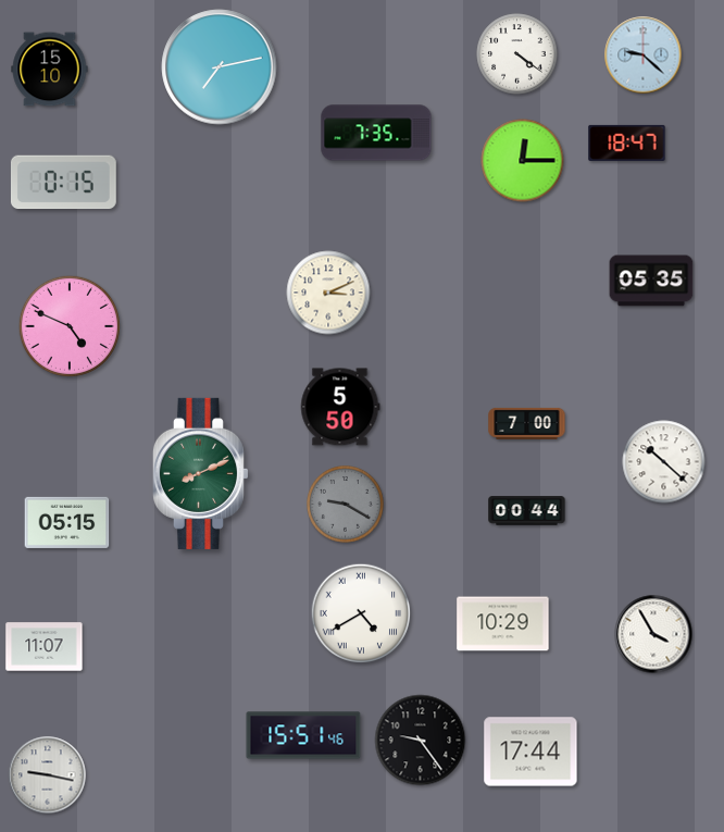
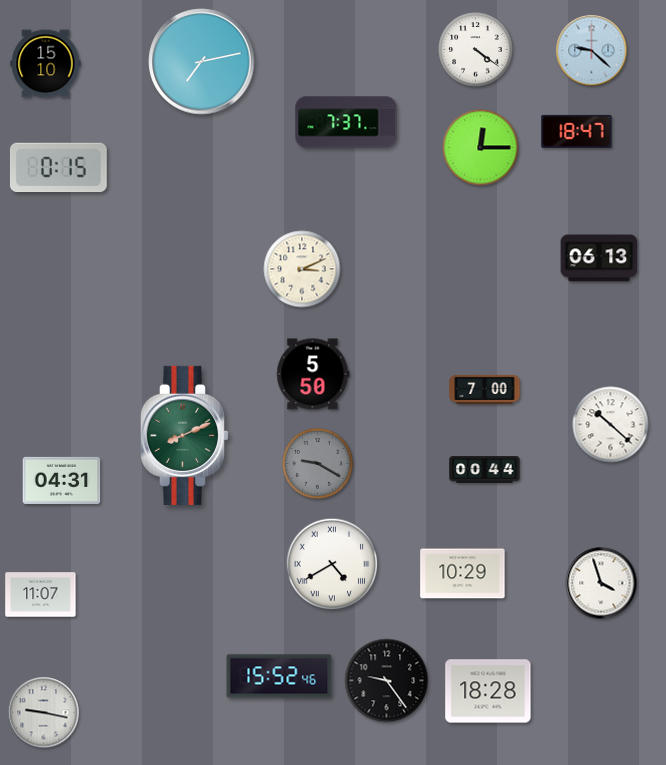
clock at (376, 133): 7:35 -> 7:37
clock at (651, 281): 05:35 -> 06:13
clock at (70, 326): 4:49 -> none
clock at (67, 522): 05:15 -> 04:31
clock at (653, 634): 3:55 -> 3:57
clock at (303, 735): 15:51 -> 15:52
clock at (530, 752): 17:44 -> 18:28
